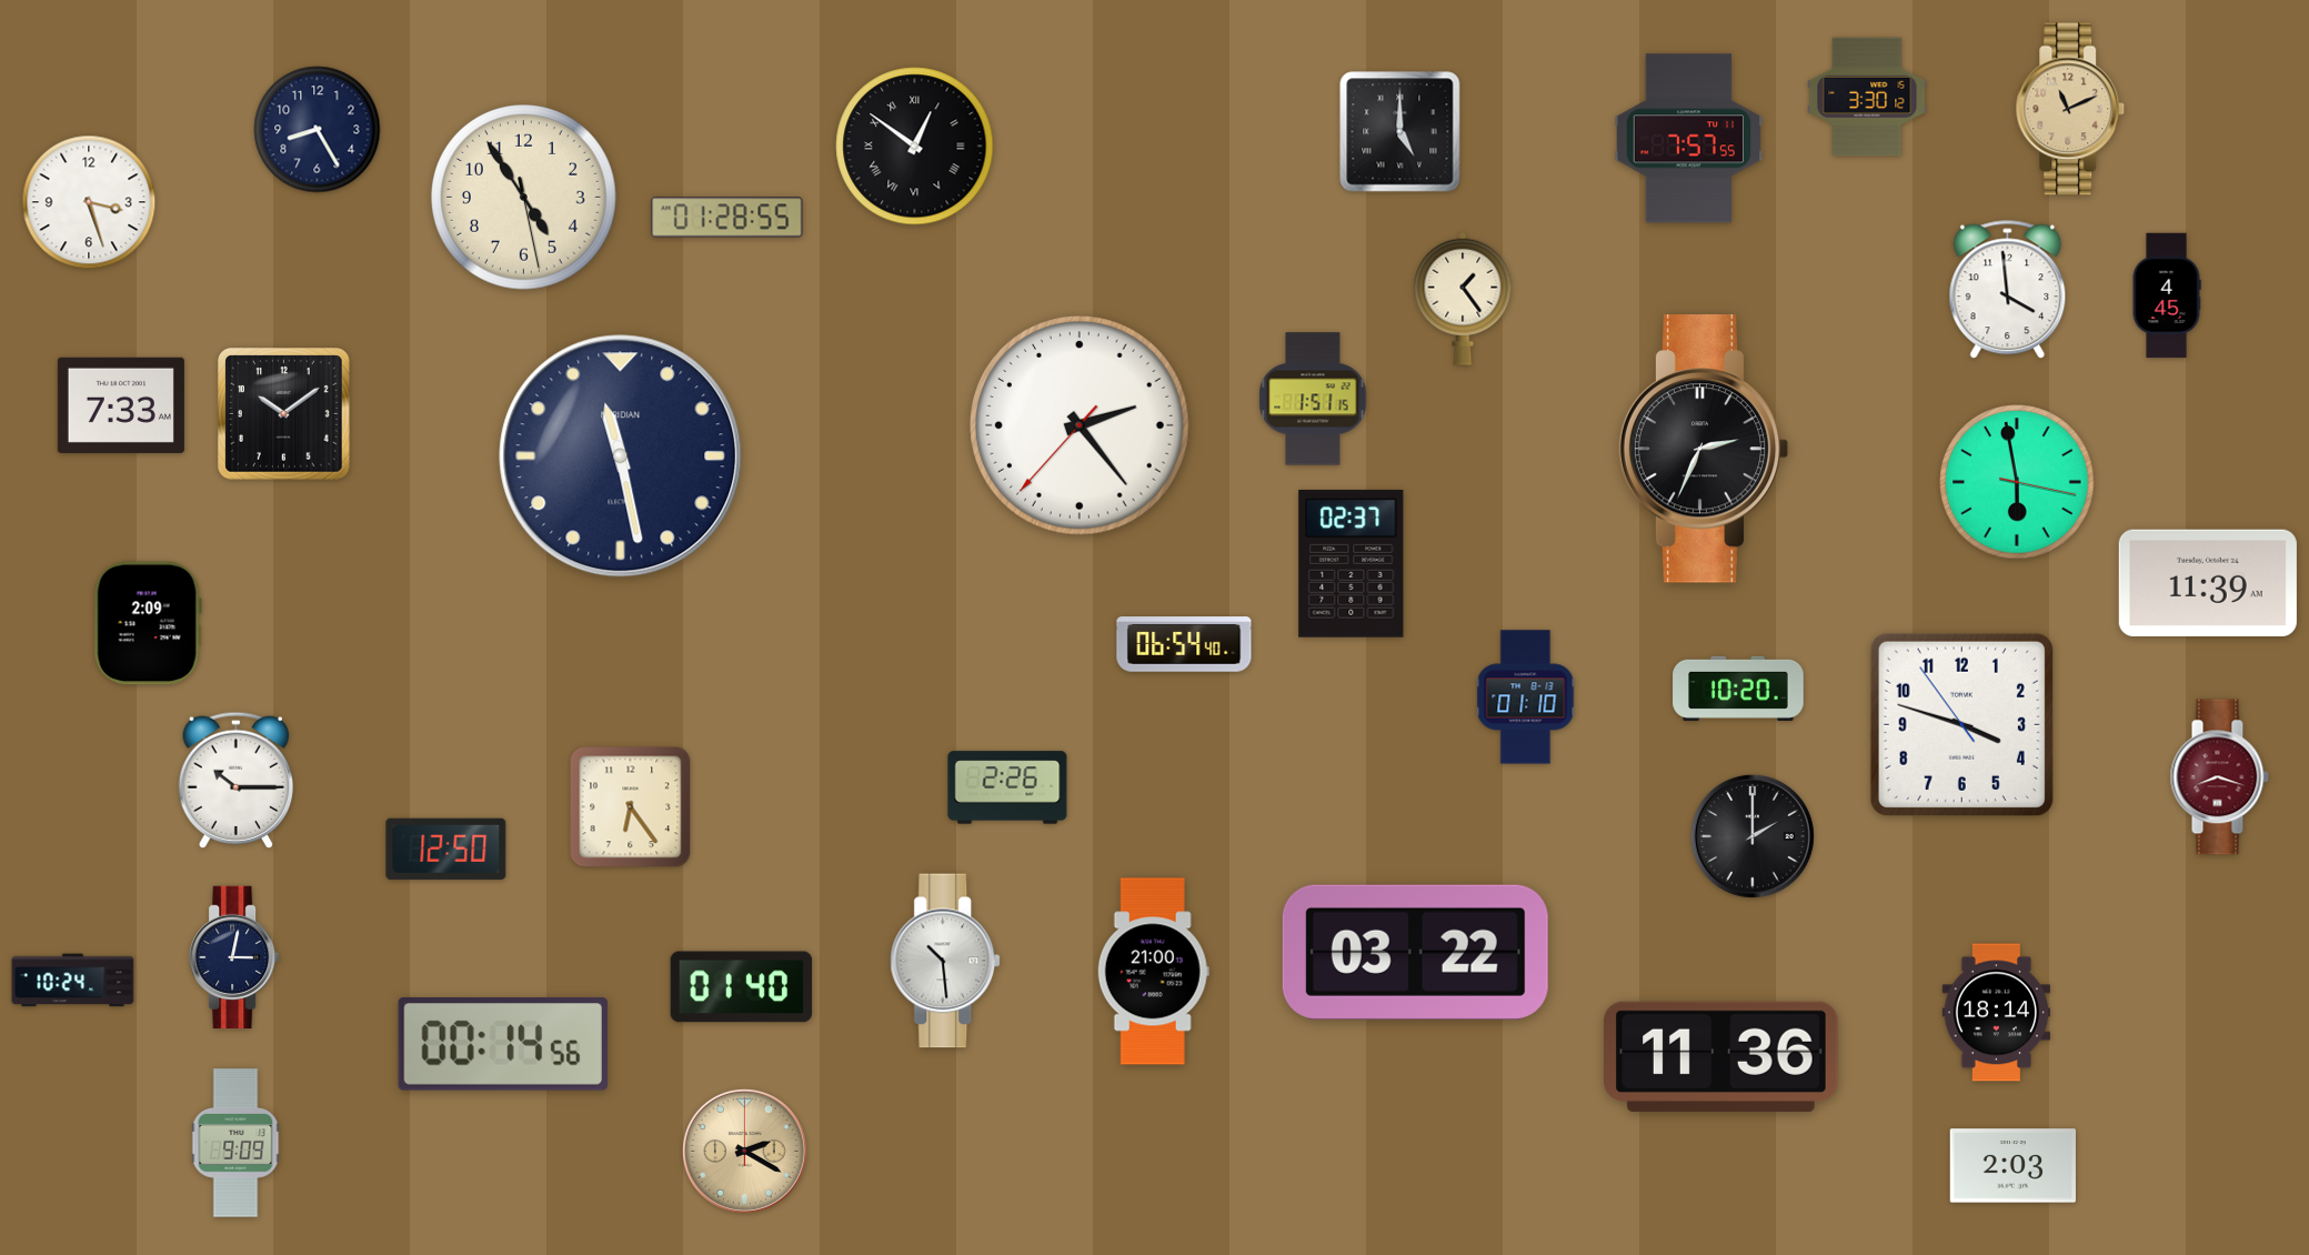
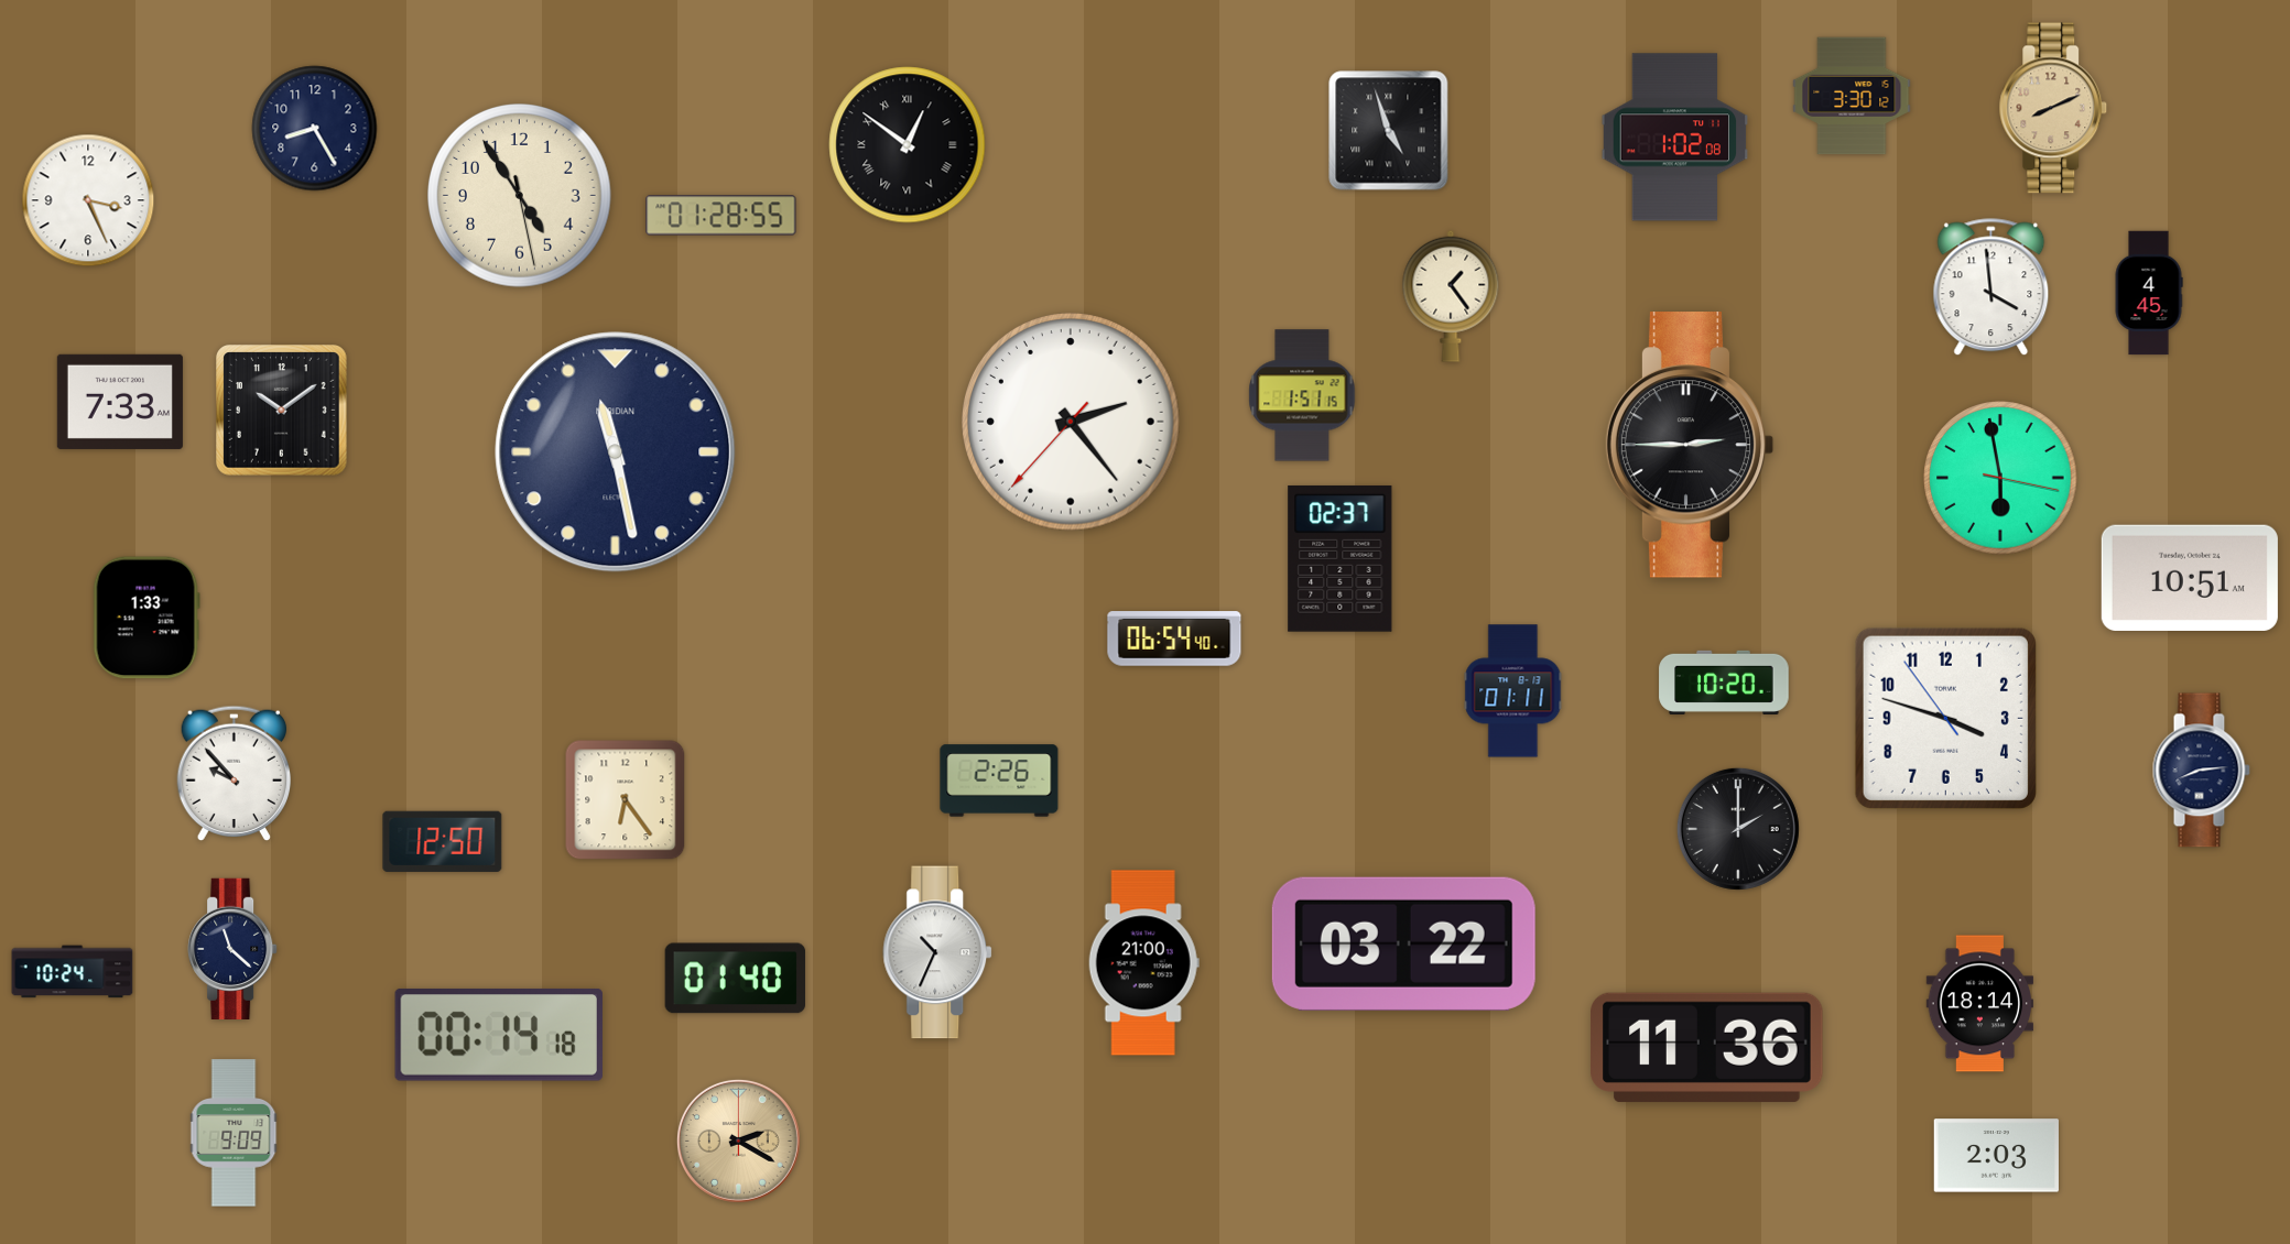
clock at (2070, 109): 11:11 -> 8:11
clock at (1401, 132): 5:00 -> 4:57
clock at (1689, 139): 7:57 -> 1:02
clock at (89, 202): 3:27 -> 3:26
clock at (1704, 449): 2:34 -> 2:45
clock at (2208, 583): 11:39 -> 10:51
clock at (148, 623): 2:09 -> 1:33
clock at (1526, 697): 01:10 -> 01:11
clock at (2219, 777): 8:18 -> 8:14
clock at (2219, 777) dial: burgundy -> navy
clock at (235, 780): 10:15 -> 9:53
clock at (234, 956): 3:02 -> 11:22
clock at (946, 961): 10:29 -> 10:34
clock at (503, 1044): 00:14:56 -> 00:14:18
